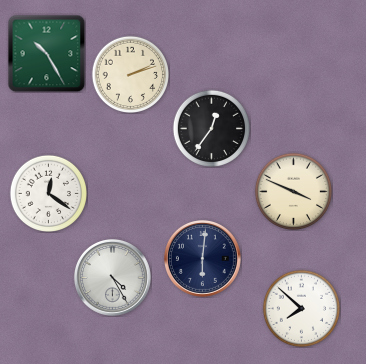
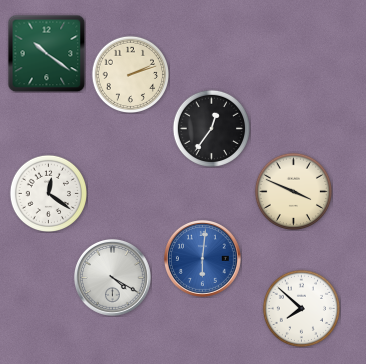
clock at (46, 53): 10:25 -> 10:21
clock at (202, 258) dial: navy -> blue
clock at (112, 277): 4:25 -> 4:20
